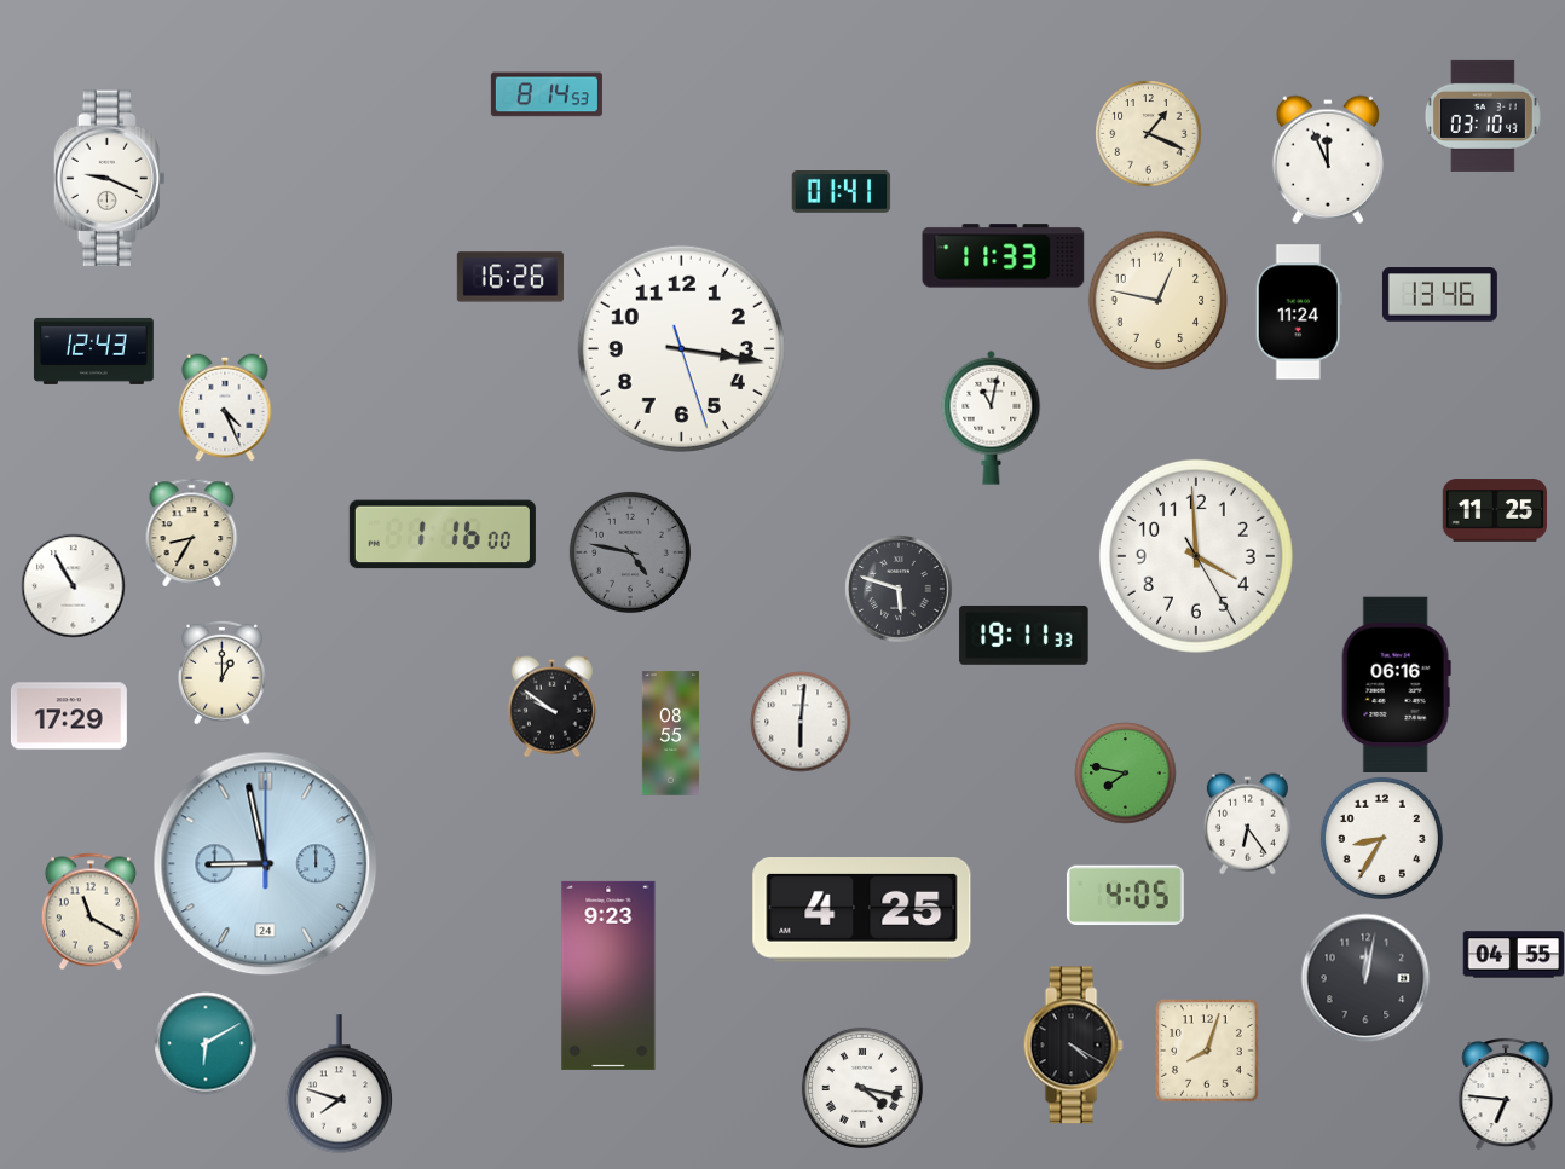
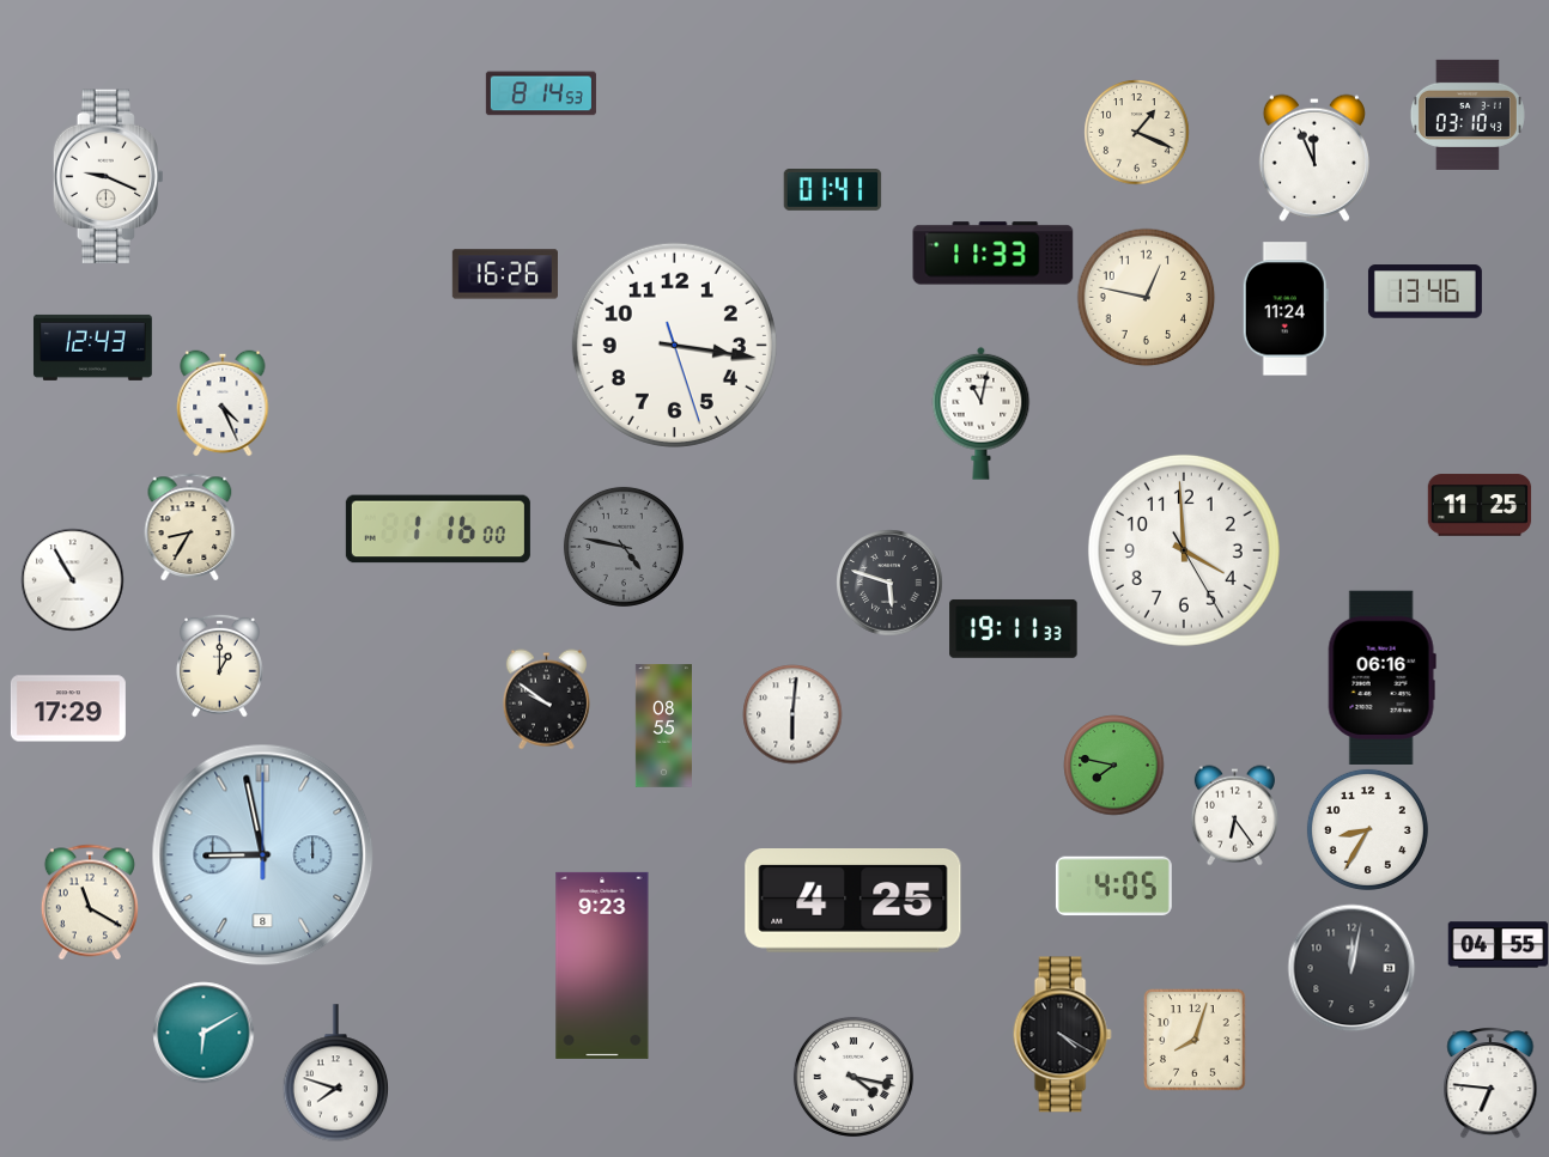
clock at (266, 864) date: 24 -> 8
